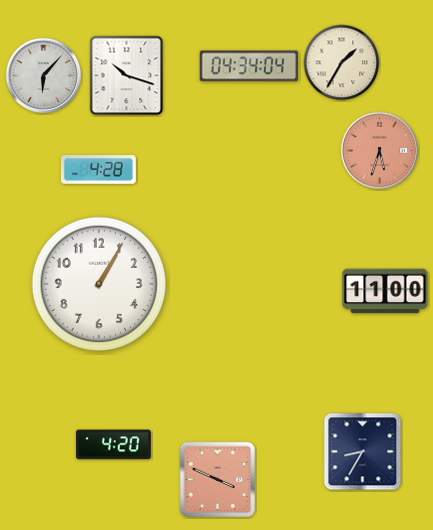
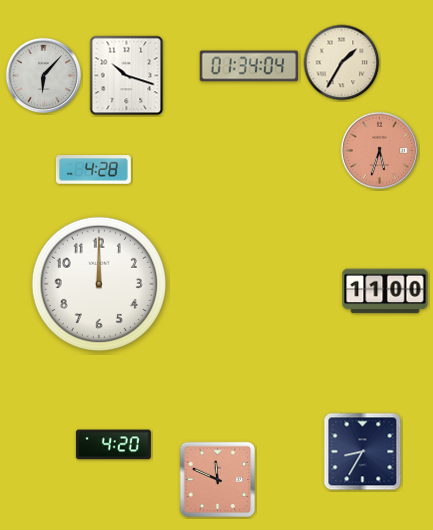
clock at (249, 66): 04:34 -> 01:34
clock at (98, 170) position: (98, 170) -> (93, 170)
clock at (99, 284): 1:05 -> 12:00
clock at (218, 480): 3:49 -> 11:49
